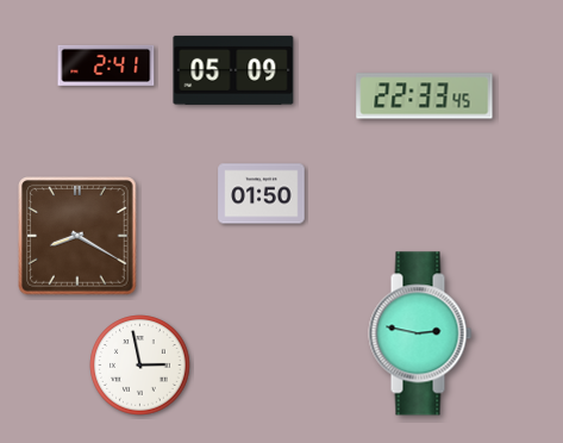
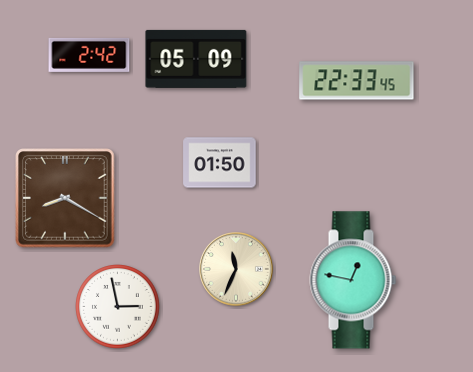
clock at (106, 65): 2:41 -> 2:42
clock at (237, 270): none -> 11:34
clock at (420, 333): 2:47 -> 12:47
